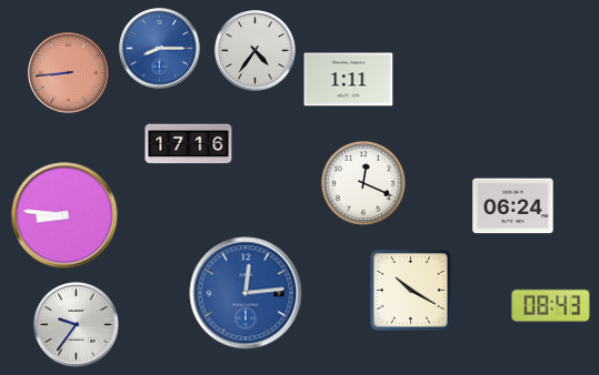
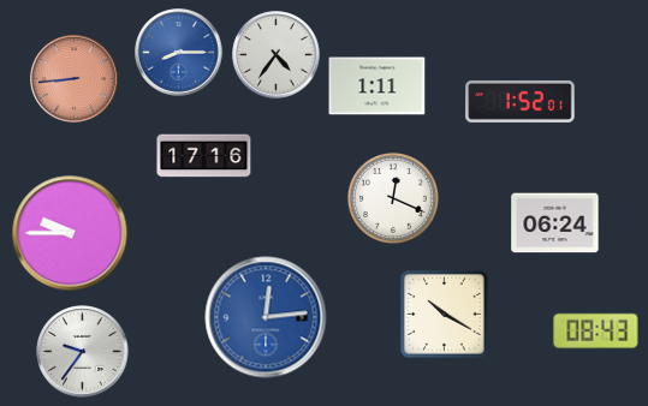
clock at (160, 49) position: (160, 49) -> (179, 53)
clock at (521, 101): none -> 1:52
clock at (64, 215): 8:46 -> 9:45
